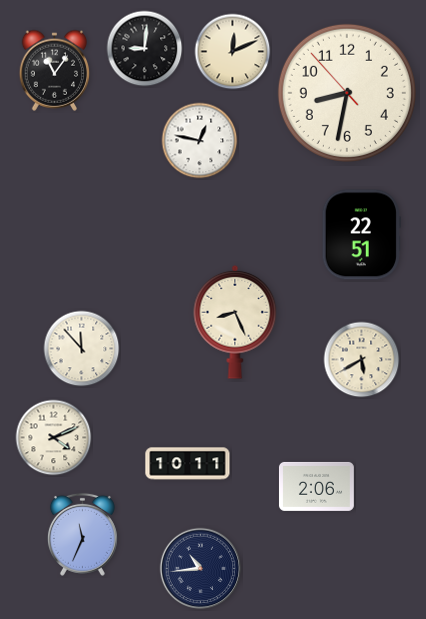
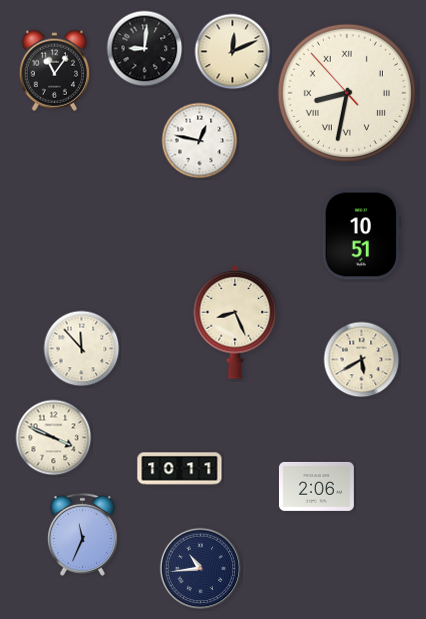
clock at (347, 93) numerals: Arabic -> Roman
clock at (361, 235): 22:51 -> 10:51
clock at (54, 438): 4:11 -> 3:49
clock at (188, 464) position: (188, 464) -> (180, 469)
